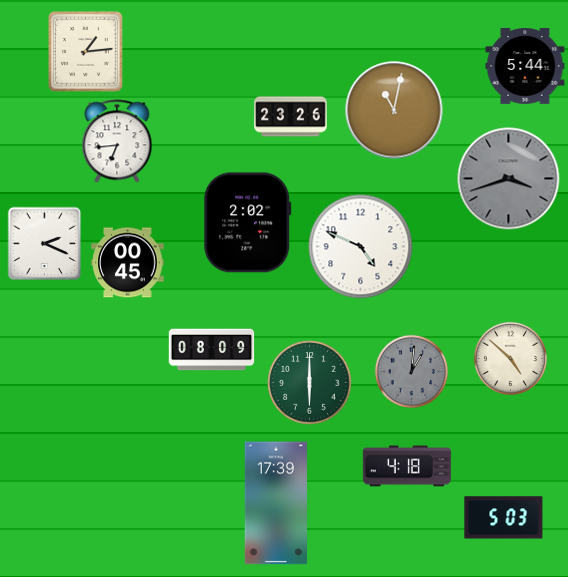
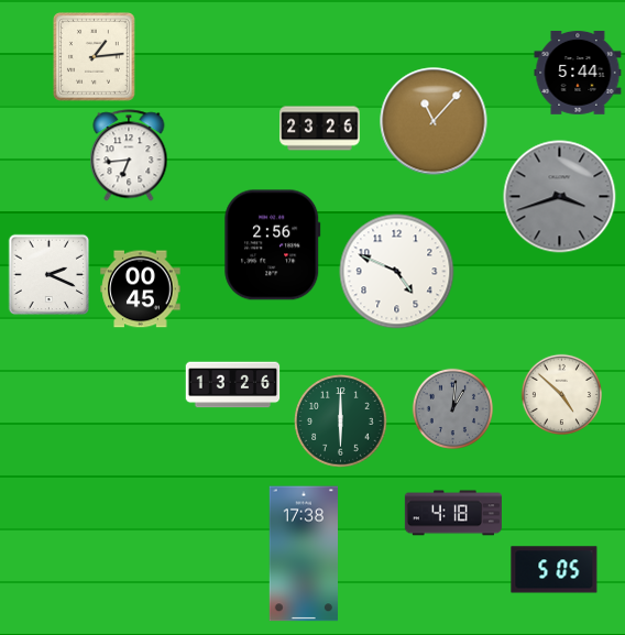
clock at (394, 110): 11:02 -> 11:07
clock at (248, 223): 2:02 -> 2:56
clock at (45, 244) position: (45, 244) -> (50, 275)
clock at (212, 350): 08:09 -> 13:26
clock at (407, 466) position: (407, 466) -> (453, 513)
clock at (275, 503): 17:39 -> 17:38
clock at (504, 518): 5:03 -> 5:05
